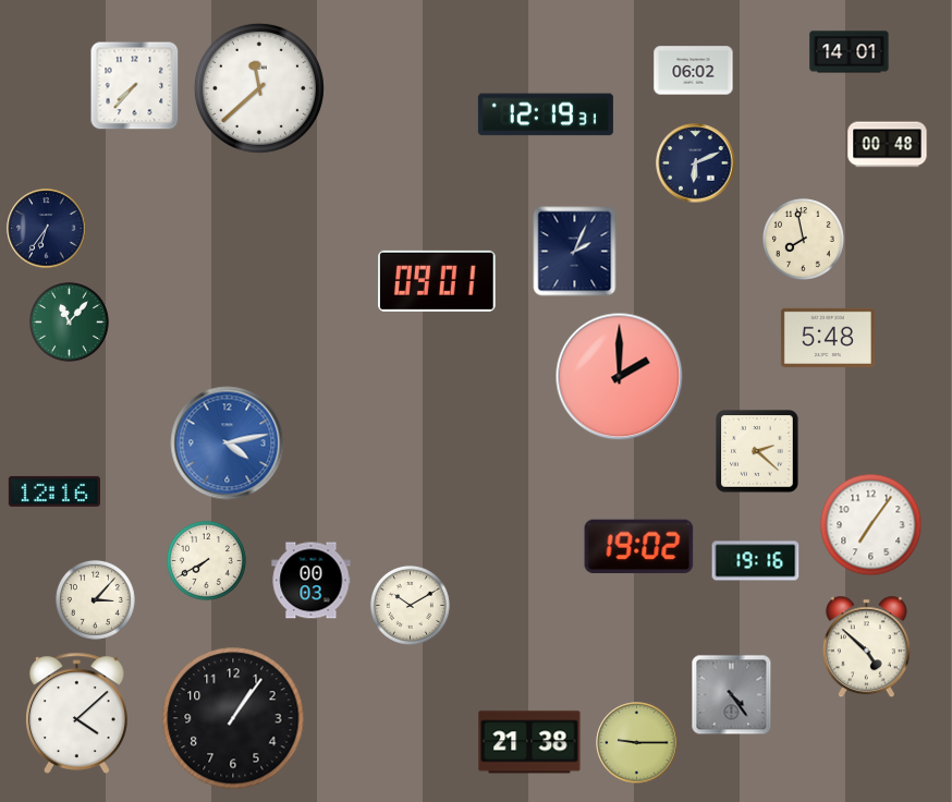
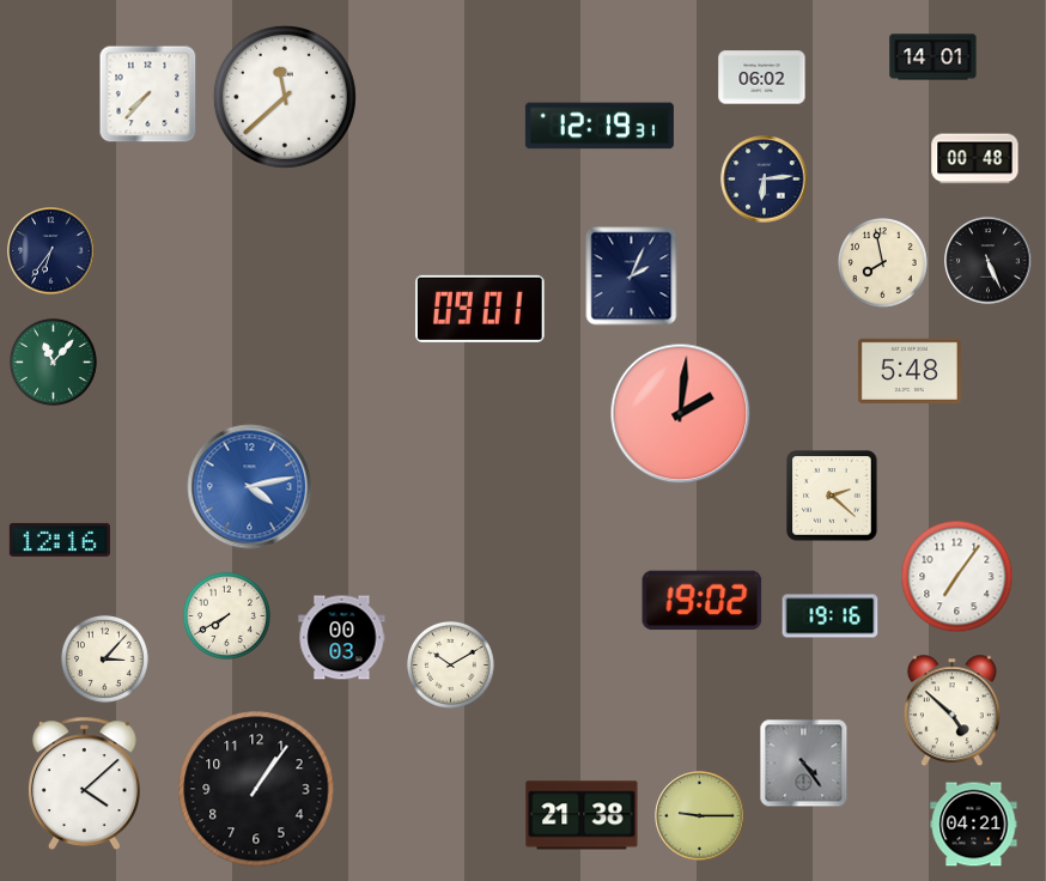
clock at (696, 163): 6:11 -> 6:14
clock at (989, 261): none -> 5:26
clock at (69, 321) position: (69, 321) -> (53, 361)
clock at (620, 377): 2:00 -> 2:01
clock at (974, 825): none -> 04:21
